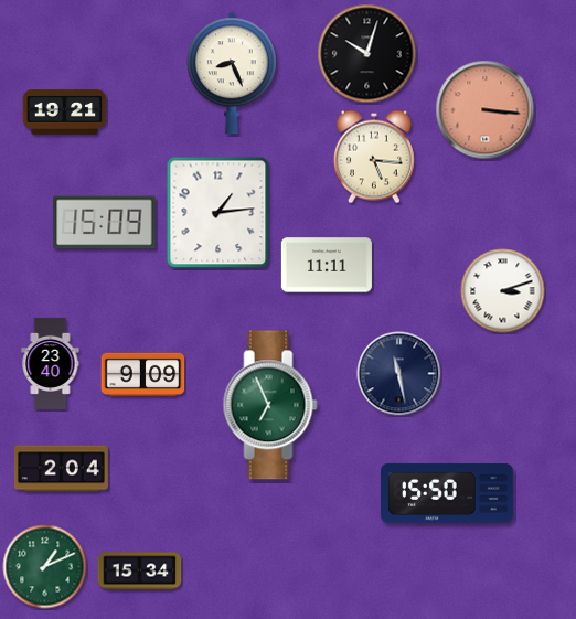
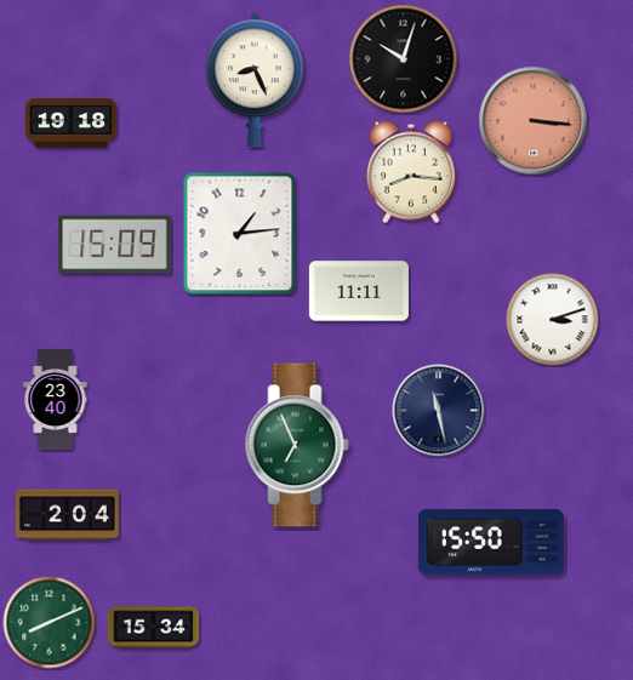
clock at (65, 113): 19:21 -> 19:18
clock at (374, 157): 5:16 -> 8:16
clock at (143, 374): 9:09 -> none
clock at (45, 567): 1:11 -> 8:11
